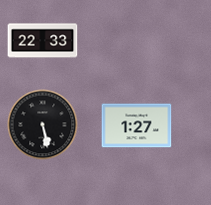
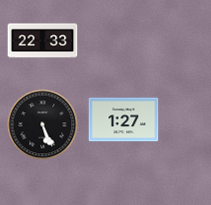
clock at (43, 125): 5:28 -> 5:26
clock at (137, 126) position: (137, 126) -> (124, 120)
